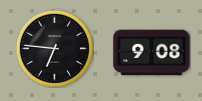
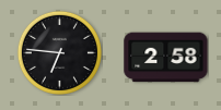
clock at (152, 53): 9:08 -> 2:58
